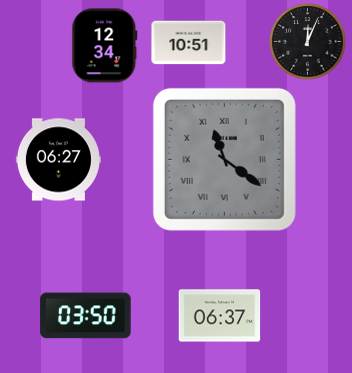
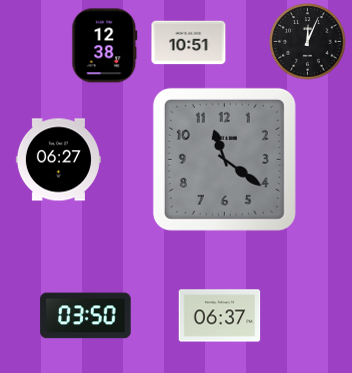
clock at (105, 46): 12:34 -> 12:38
clock at (224, 159) numerals: Roman -> Arabic
